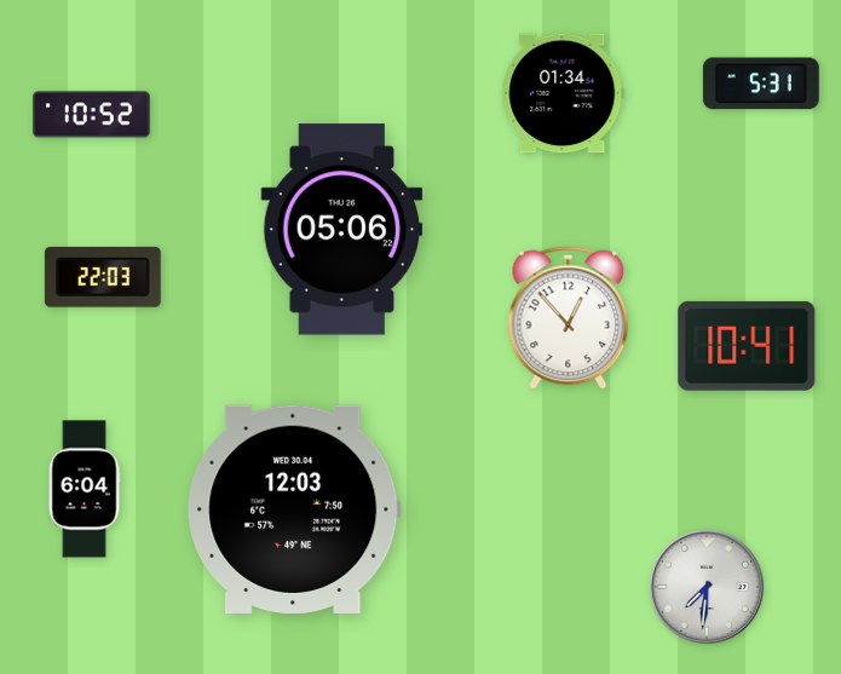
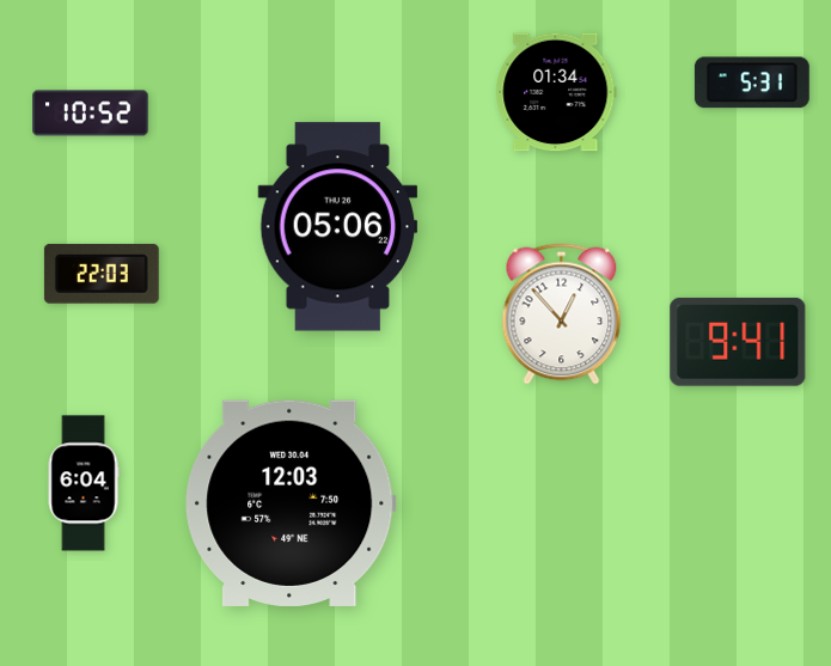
clock at (747, 346): 10:41 -> 9:41
clock at (707, 587): 7:31 -> none
